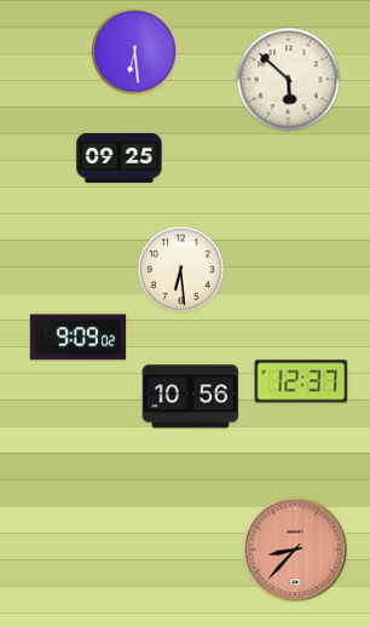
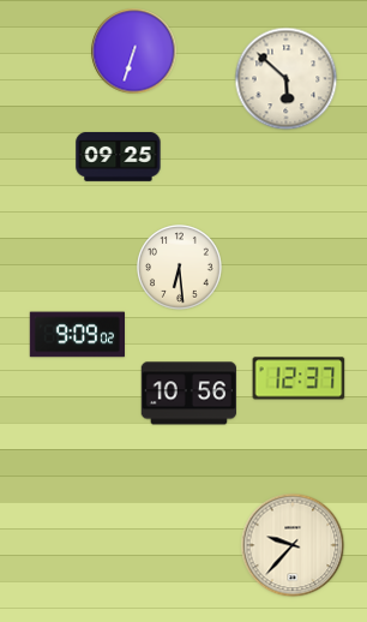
clock at (135, 52): 6:29 -> 6:33
clock at (295, 550): 8:37 -> 9:37
clock at (295, 550) dial: salmon -> cream
